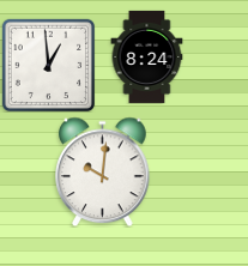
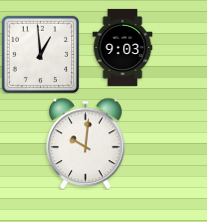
clock at (147, 56): 8:24 -> 9:03
